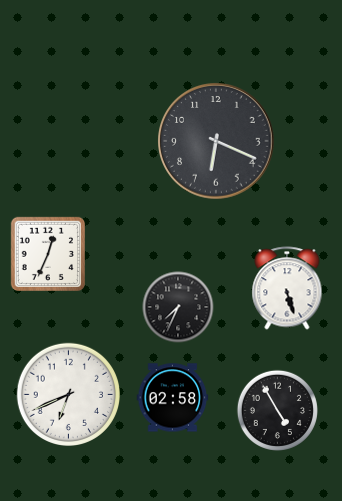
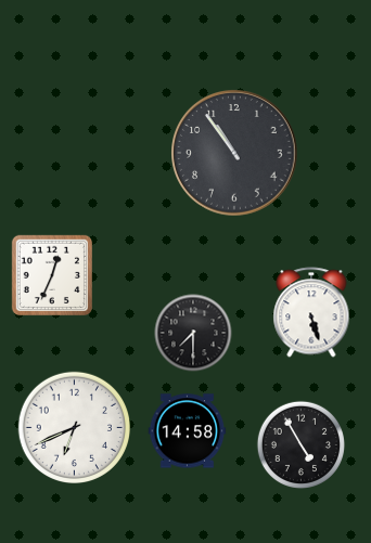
clock at (216, 141): 6:19 -> 10:54
clock at (178, 307): 7:34 -> 7:30
clock at (173, 398): 02:58 -> 14:58
